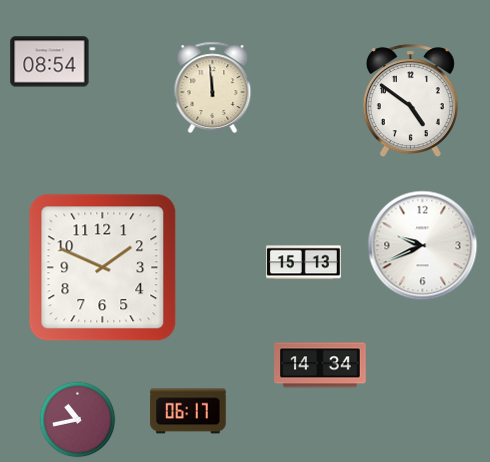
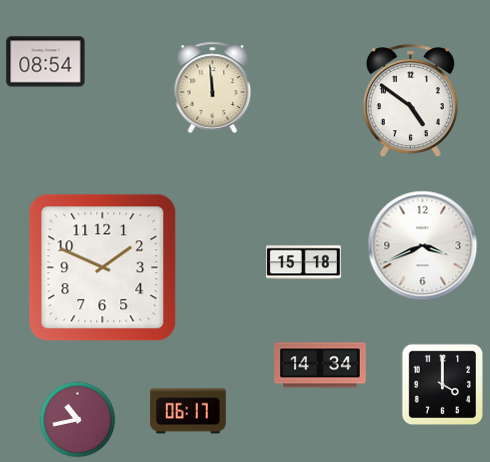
clock at (50, 62) position: (50, 62) -> (46, 62)
clock at (423, 246): 9:41 -> 3:41
clock at (304, 263): 15:13 -> 15:18
clock at (442, 384): none -> 4:00
